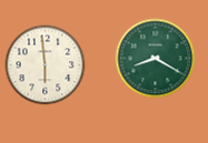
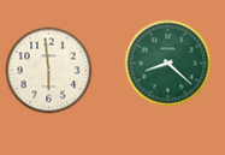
clock at (156, 59): 8:20 -> 8:22
